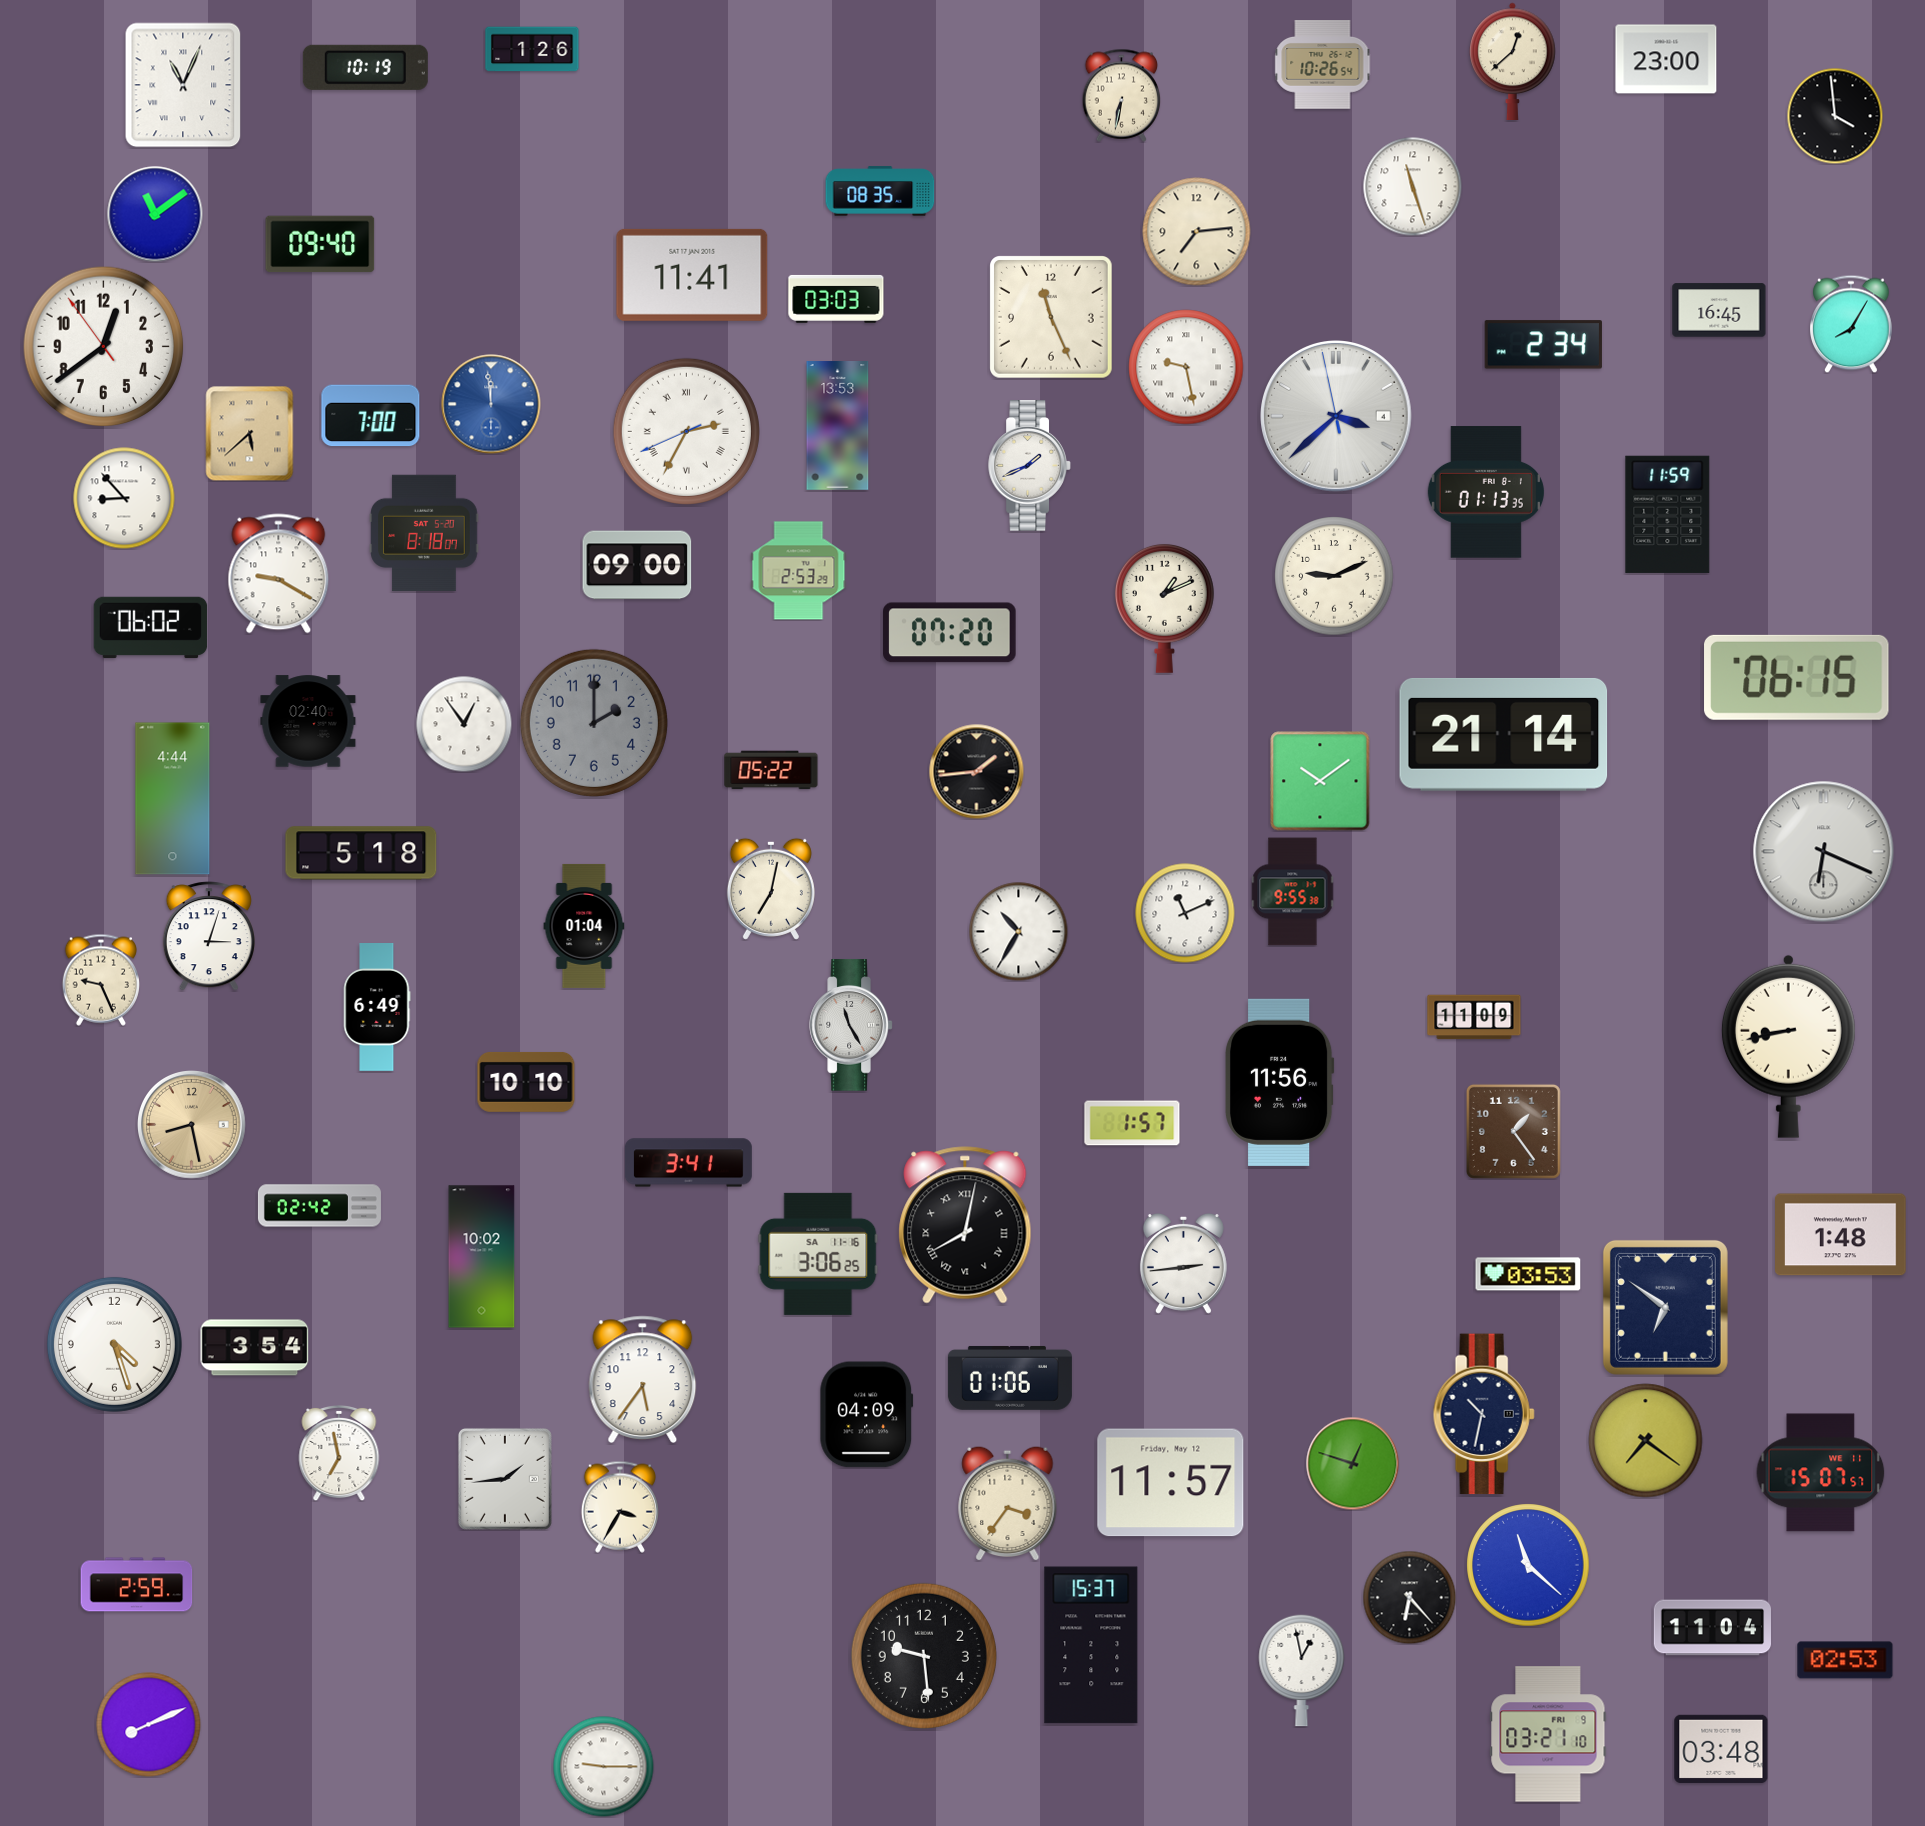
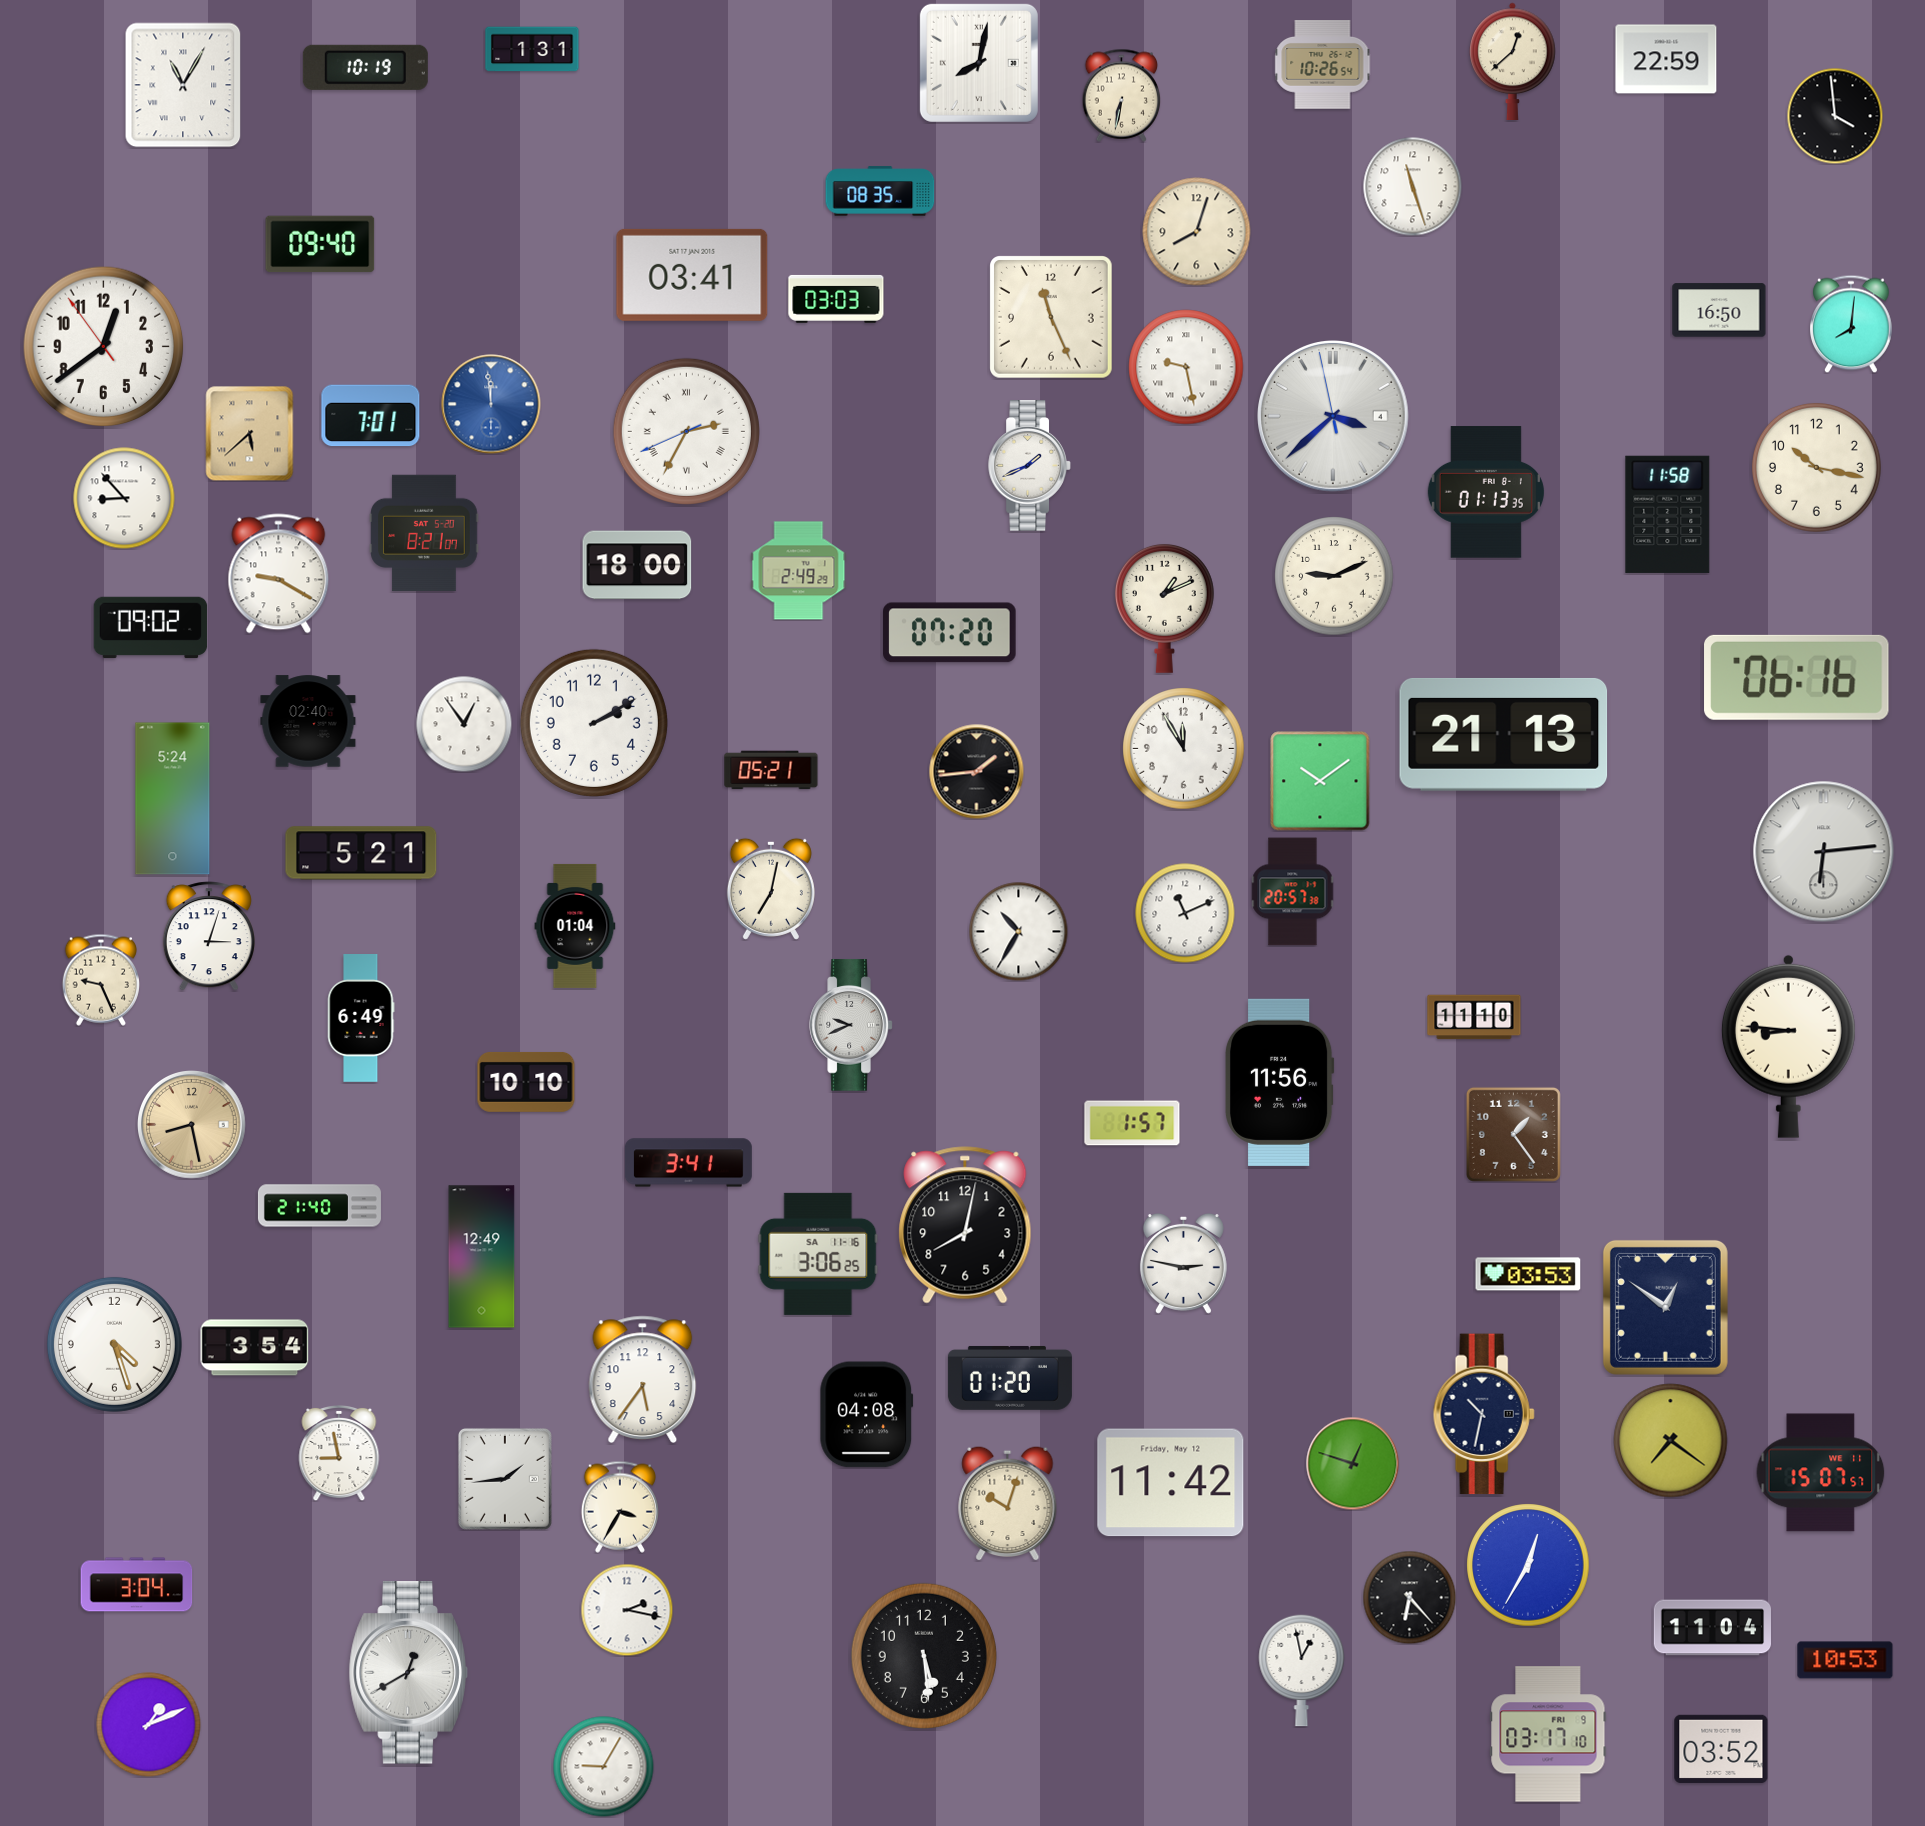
clock at (532, 49): 1:26 -> 1:31
clock at (1666, 59): 23:00 -> 22:59
clock at (979, 63): none -> 8:02
clock at (183, 85): 11:04 -> 11:05
clock at (155, 214): 11:09 -> none
clock at (1197, 232): 7:14 -> 8:03
clock at (692, 275): 11:41 -> 03:41
clock at (1719, 310): 16:45 -> 16:50
clock at (1852, 324): 8:05 -> 8:01
clock at (1543, 345): 2:34 -> none
clock at (371, 416): 7:00 -> 7:01
clock at (1337, 417) position: (1337, 417) -> (1334, 417)
clock at (838, 426): 13:53 -> none
clock at (1816, 467): none -> 10:17
clock at (1668, 514): 11:59 -> 11:58
clock at (424, 533): 8:18 -> 8:21
clock at (637, 565): 09:00 -> 18:00
clock at (799, 571): 2:53 -> 2:49
clock at (151, 628): 06:02 -> 09:02
clock at (1797, 677): 06:15 -> 06:16
clock at (594, 723): 2:00 -> 2:10
clock at (594, 723) dial: grey -> white
clock at (1504, 734): 21:14 -> 21:13
clock at (1184, 749): none -> 11:55
clock at (771, 770): 05:22 -> 05:21
clock at (173, 799): 4:44 -> 5:24
clock at (1824, 852): 6:19 -> 6:14
clock at (361, 853): 5:18 -> 5:21
clock at (1293, 892): 9:55 -> 20:57
clock at (584, 926) position: (584, 926) -> (575, 926)
clock at (377, 1008) position: (377, 1008) -> (361, 1019)
clock at (1474, 1017): 11:09 -> 11:10
clock at (851, 1025): 11:25 -> 9:41
clock at (1788, 1046): 8:43 -> 8:46
clock at (1513, 1131) position: (1513, 1131) -> (1513, 1134)
clock at (319, 1206): 02:42 -> 21:40
clock at (965, 1225) numerals: Roman -> Arabic
clock at (1841, 1235): 1:48 -> none
clock at (482, 1257): 10:02 -> 12:49
clock at (1183, 1263): 2:44 -> 2:47
clock at (1665, 1307): 6:51 -> 12:51
clock at (1010, 1378): 01:06 -> 01:20
clock at (867, 1415): 04:09 -> 04:08
clock at (1646, 1441) position: (1646, 1441) -> (1671, 1441)
clock at (339, 1453): 6:58 -> 8:58
clock at (1171, 1483): 11:57 -> 11:42
clock at (1008, 1503): 3:36 -> 10:03
clock at (1528, 1565): 11:22 -> 12:35
clock at (137, 1585): 2:59 -> 3:04
clock at (627, 1610): none -> 2:17
clock at (1091, 1645): 15:37 -> none
clock at (924, 1656): 9:29 -> 5:29
clock at (1845, 1660): 02:53 -> 10:53
clock at (408, 1673): none -> 12:40
clock at (149, 1725): 8:11 -> 1:11
clock at (1548, 1734): 03:21 -> 03:17
clock at (1721, 1749): 03:48 -> 03:52
clock at (604, 1767): 9:15 -> 9:05
